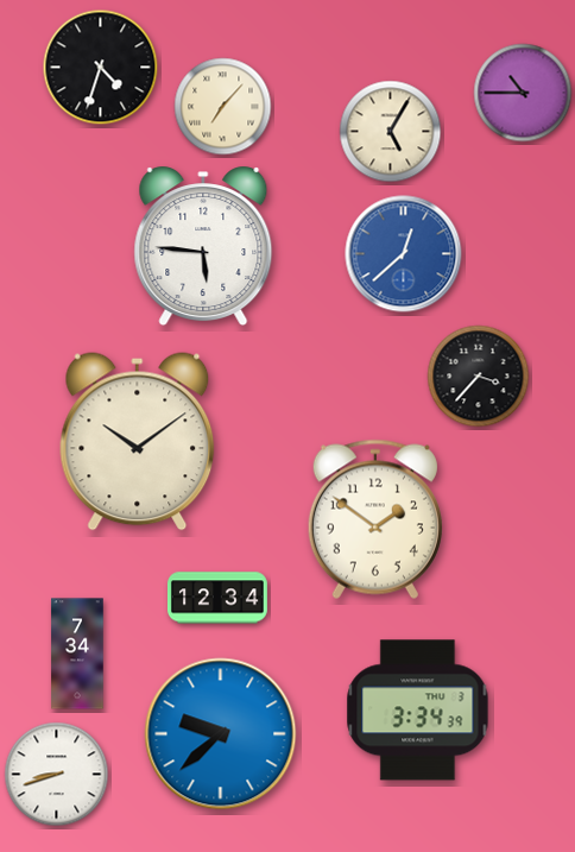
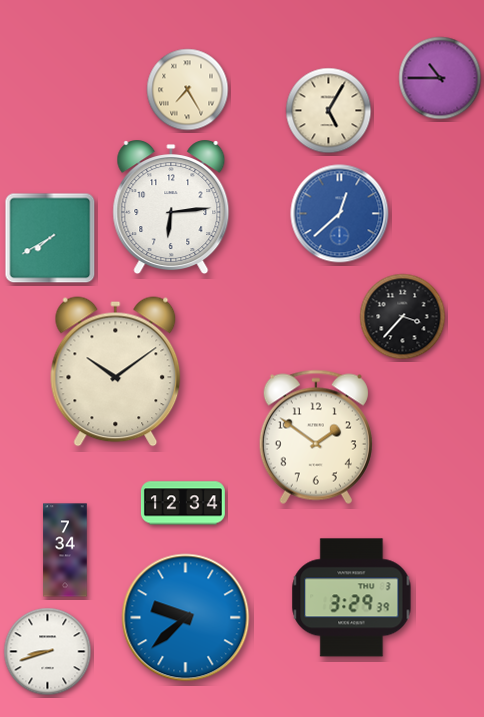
clock at (101, 68): 4:33 -> none
clock at (223, 107): 7:07 -> 7:25
clock at (203, 246): 5:46 -> 6:14
clock at (50, 238): none -> 7:40
clock at (418, 711): 3:34 -> 3:29
